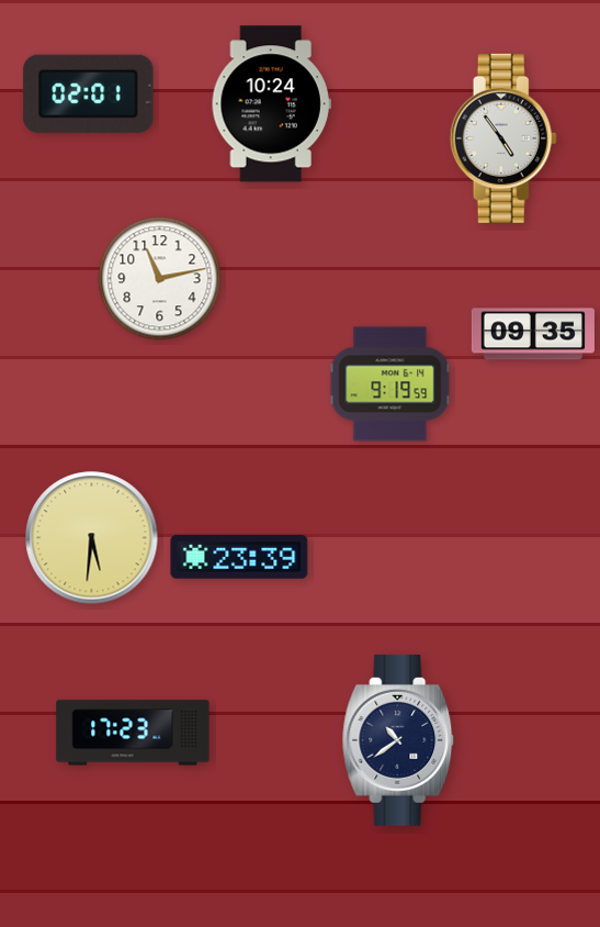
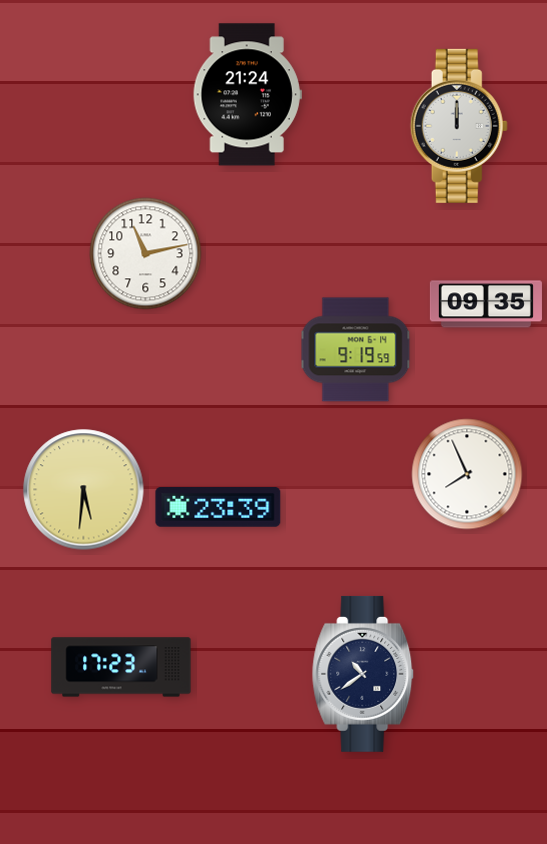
clock at (89, 93): 02:01 -> none
clock at (271, 104): 10:24 -> 21:24
clock at (503, 138): 4:54 -> 12:00
clock at (467, 474): none -> 7:56
